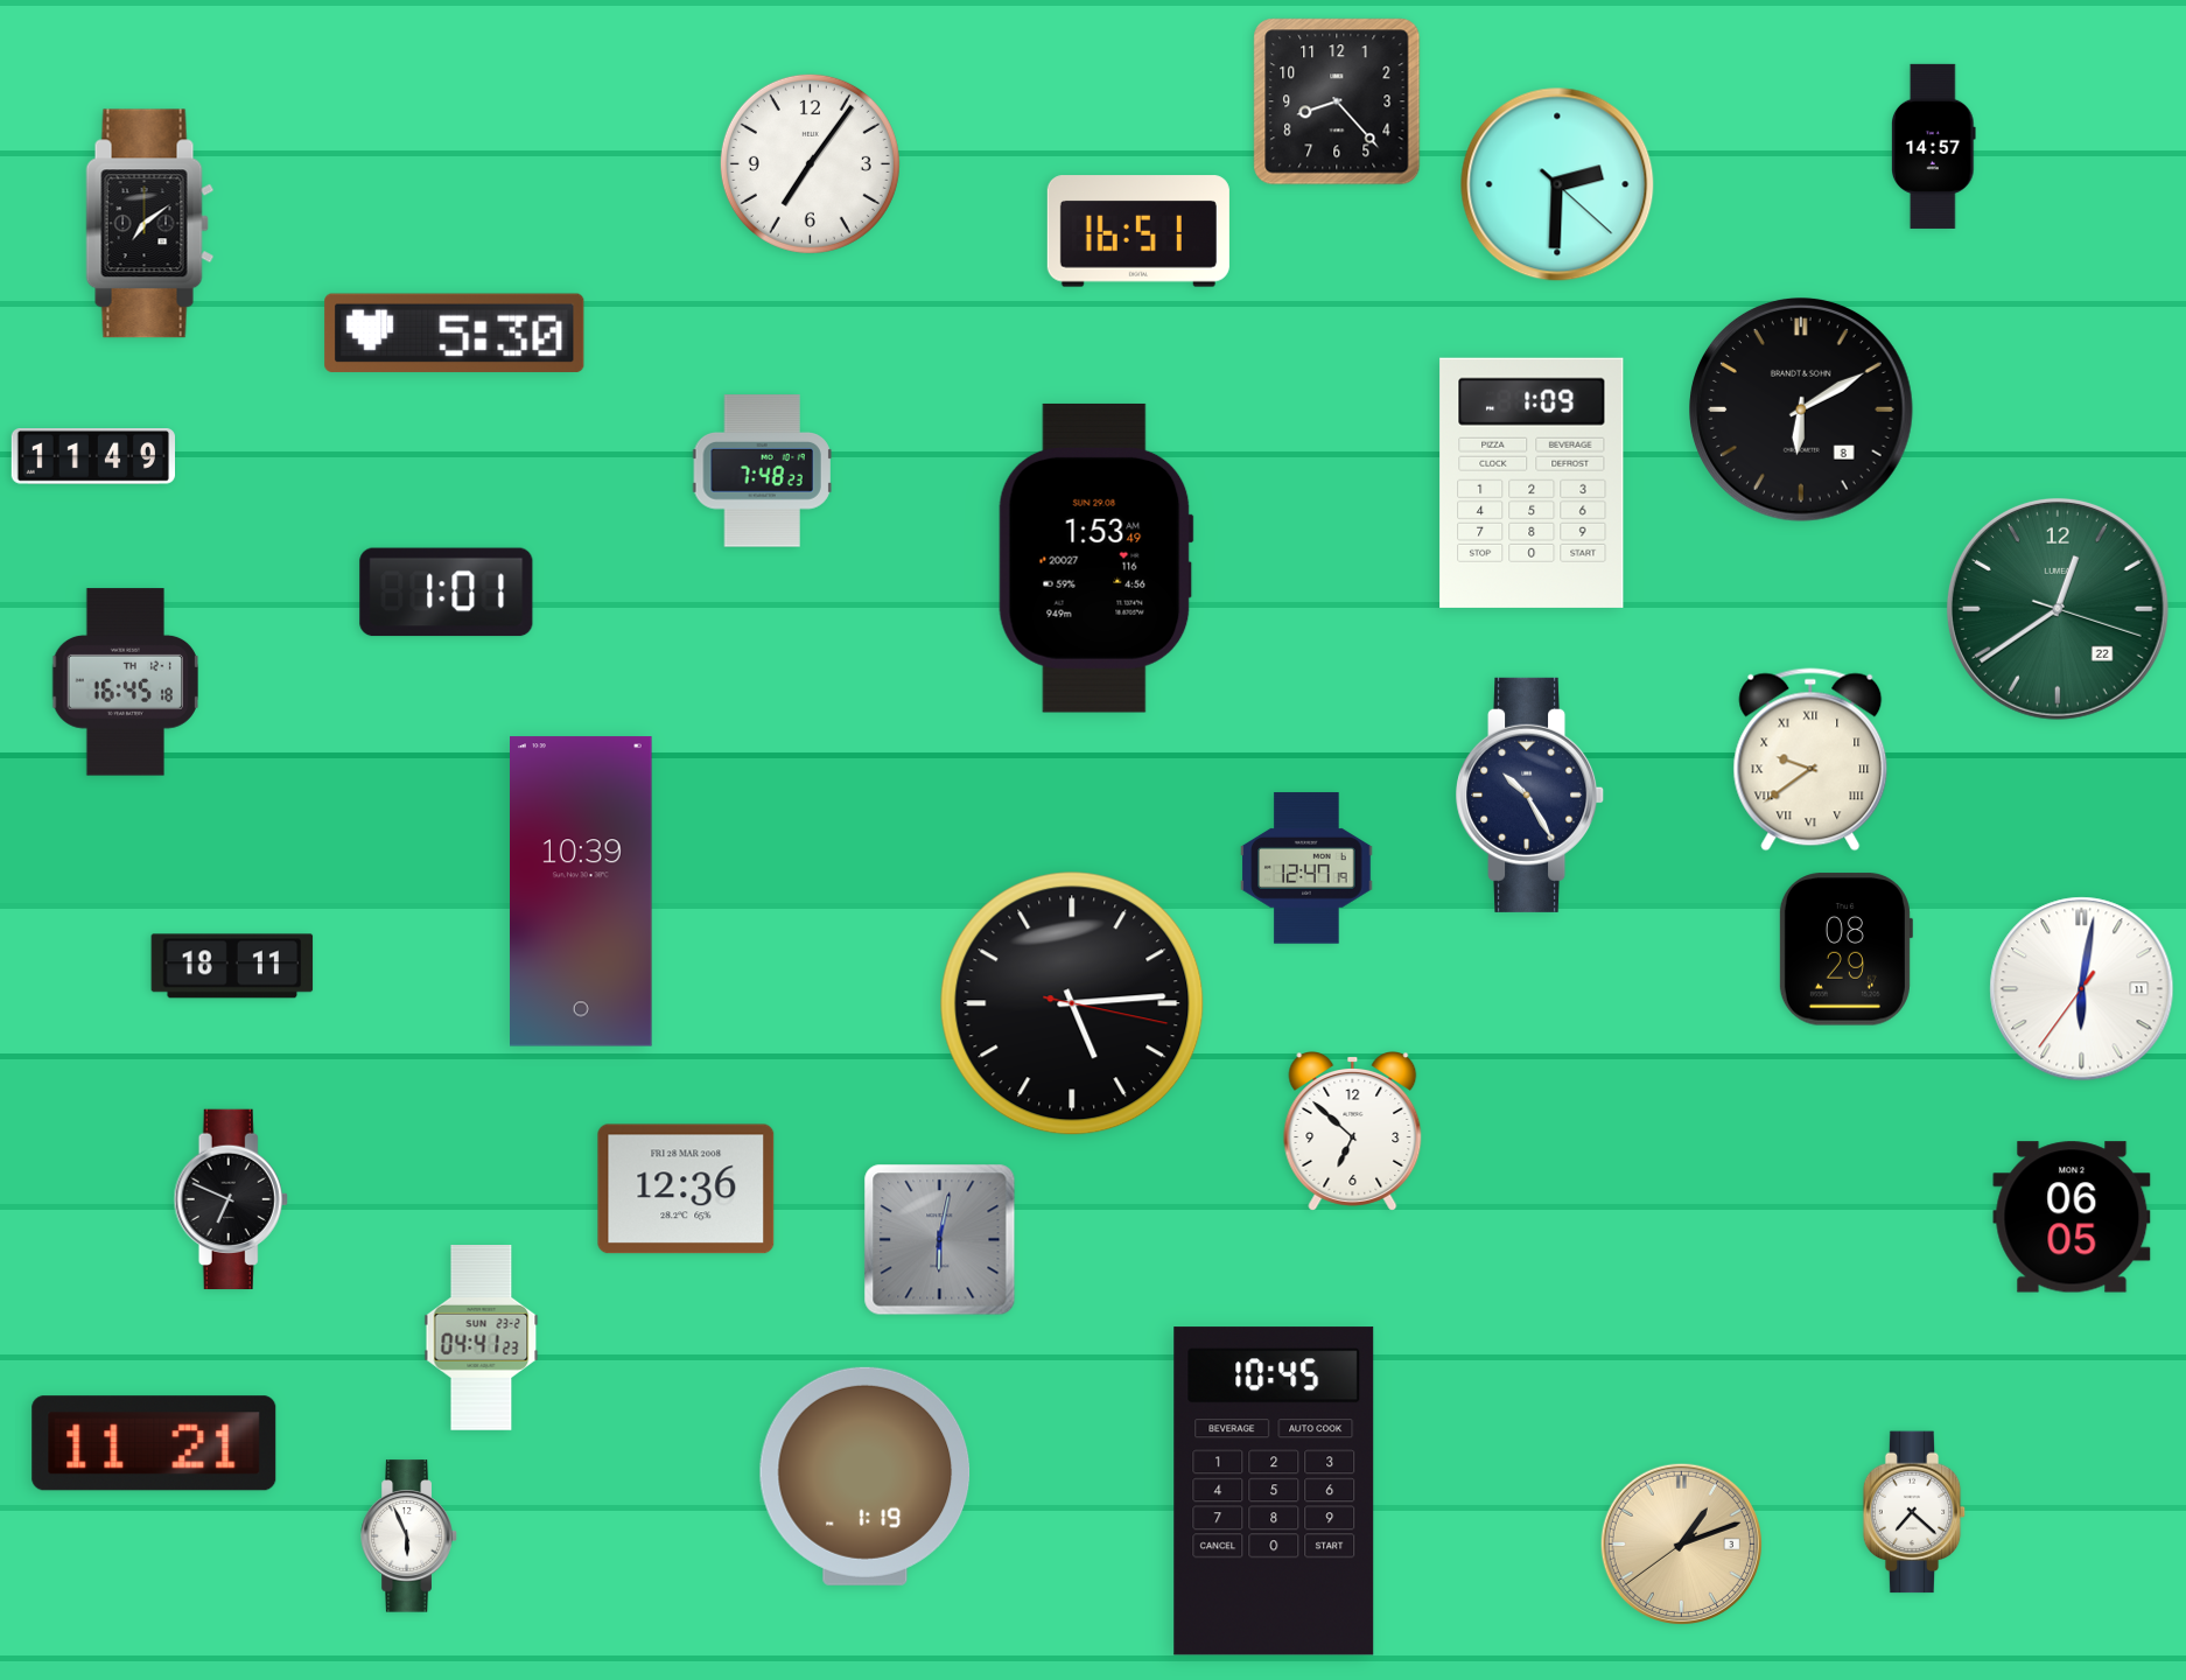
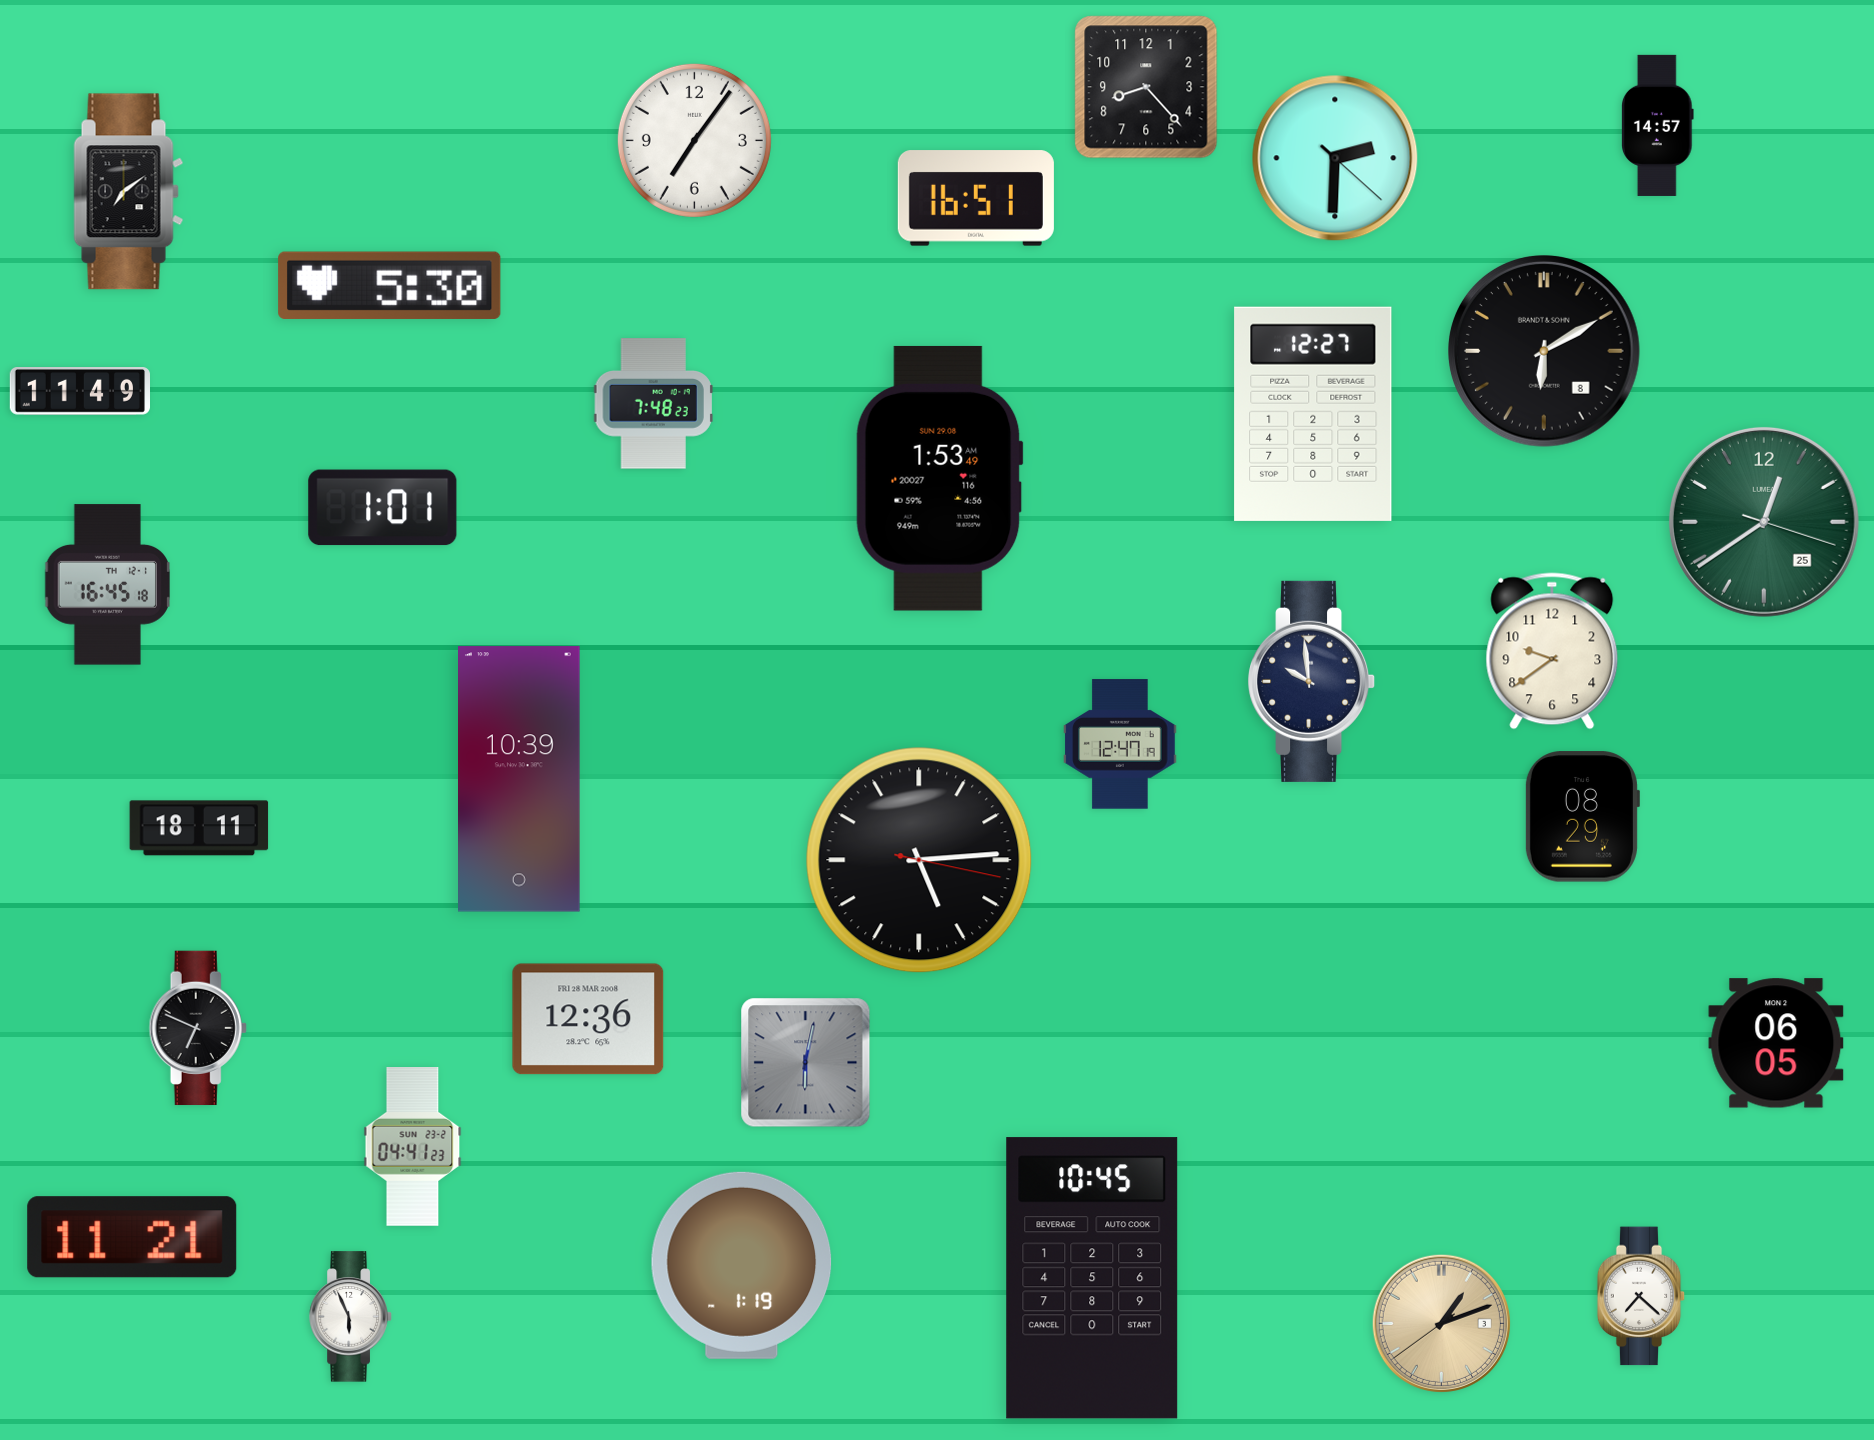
clock at (1532, 483): 1:09 -> 12:27
clock at (2058, 609) date: 22 -> 25
clock at (1810, 759) numerals: Roman -> Arabic
clock at (1530, 794): 10:25 -> 9:59
clock at (582, 891) position: (582, 891) -> (520, 779)
clock at (1845, 950) position: (1845, 950) -> (1582, 817)
clock at (2082, 989): 6:01 -> none
clock at (1353, 1132): 6:52 -> none
